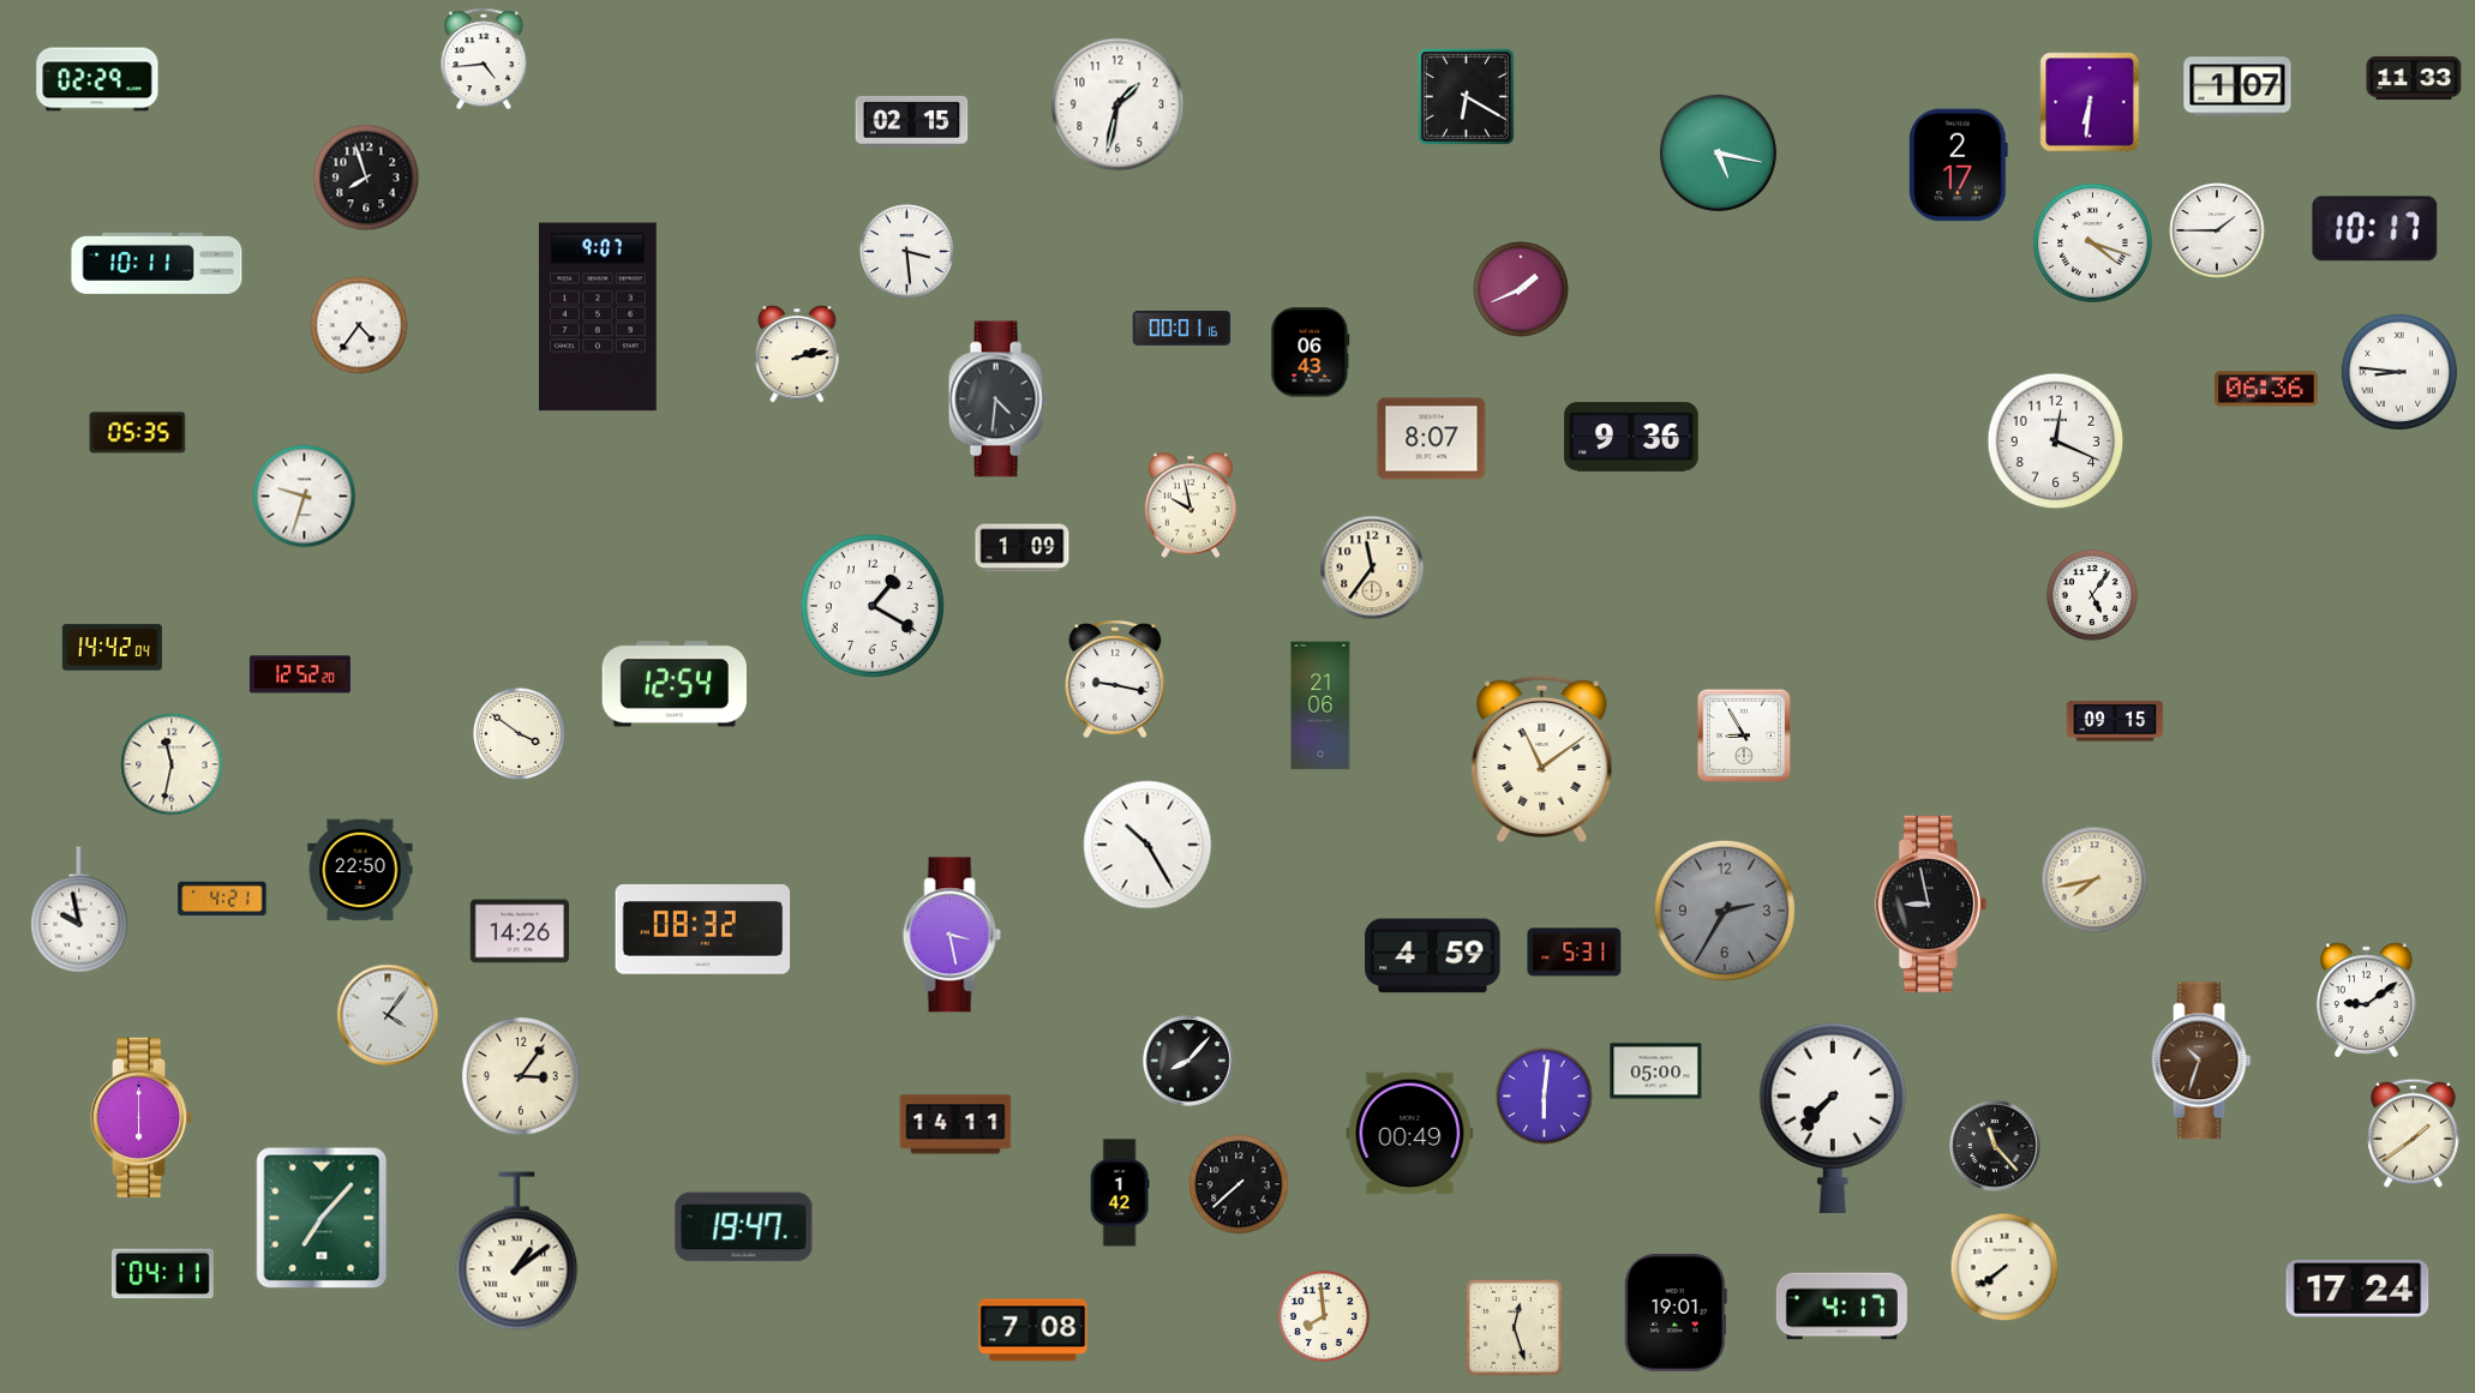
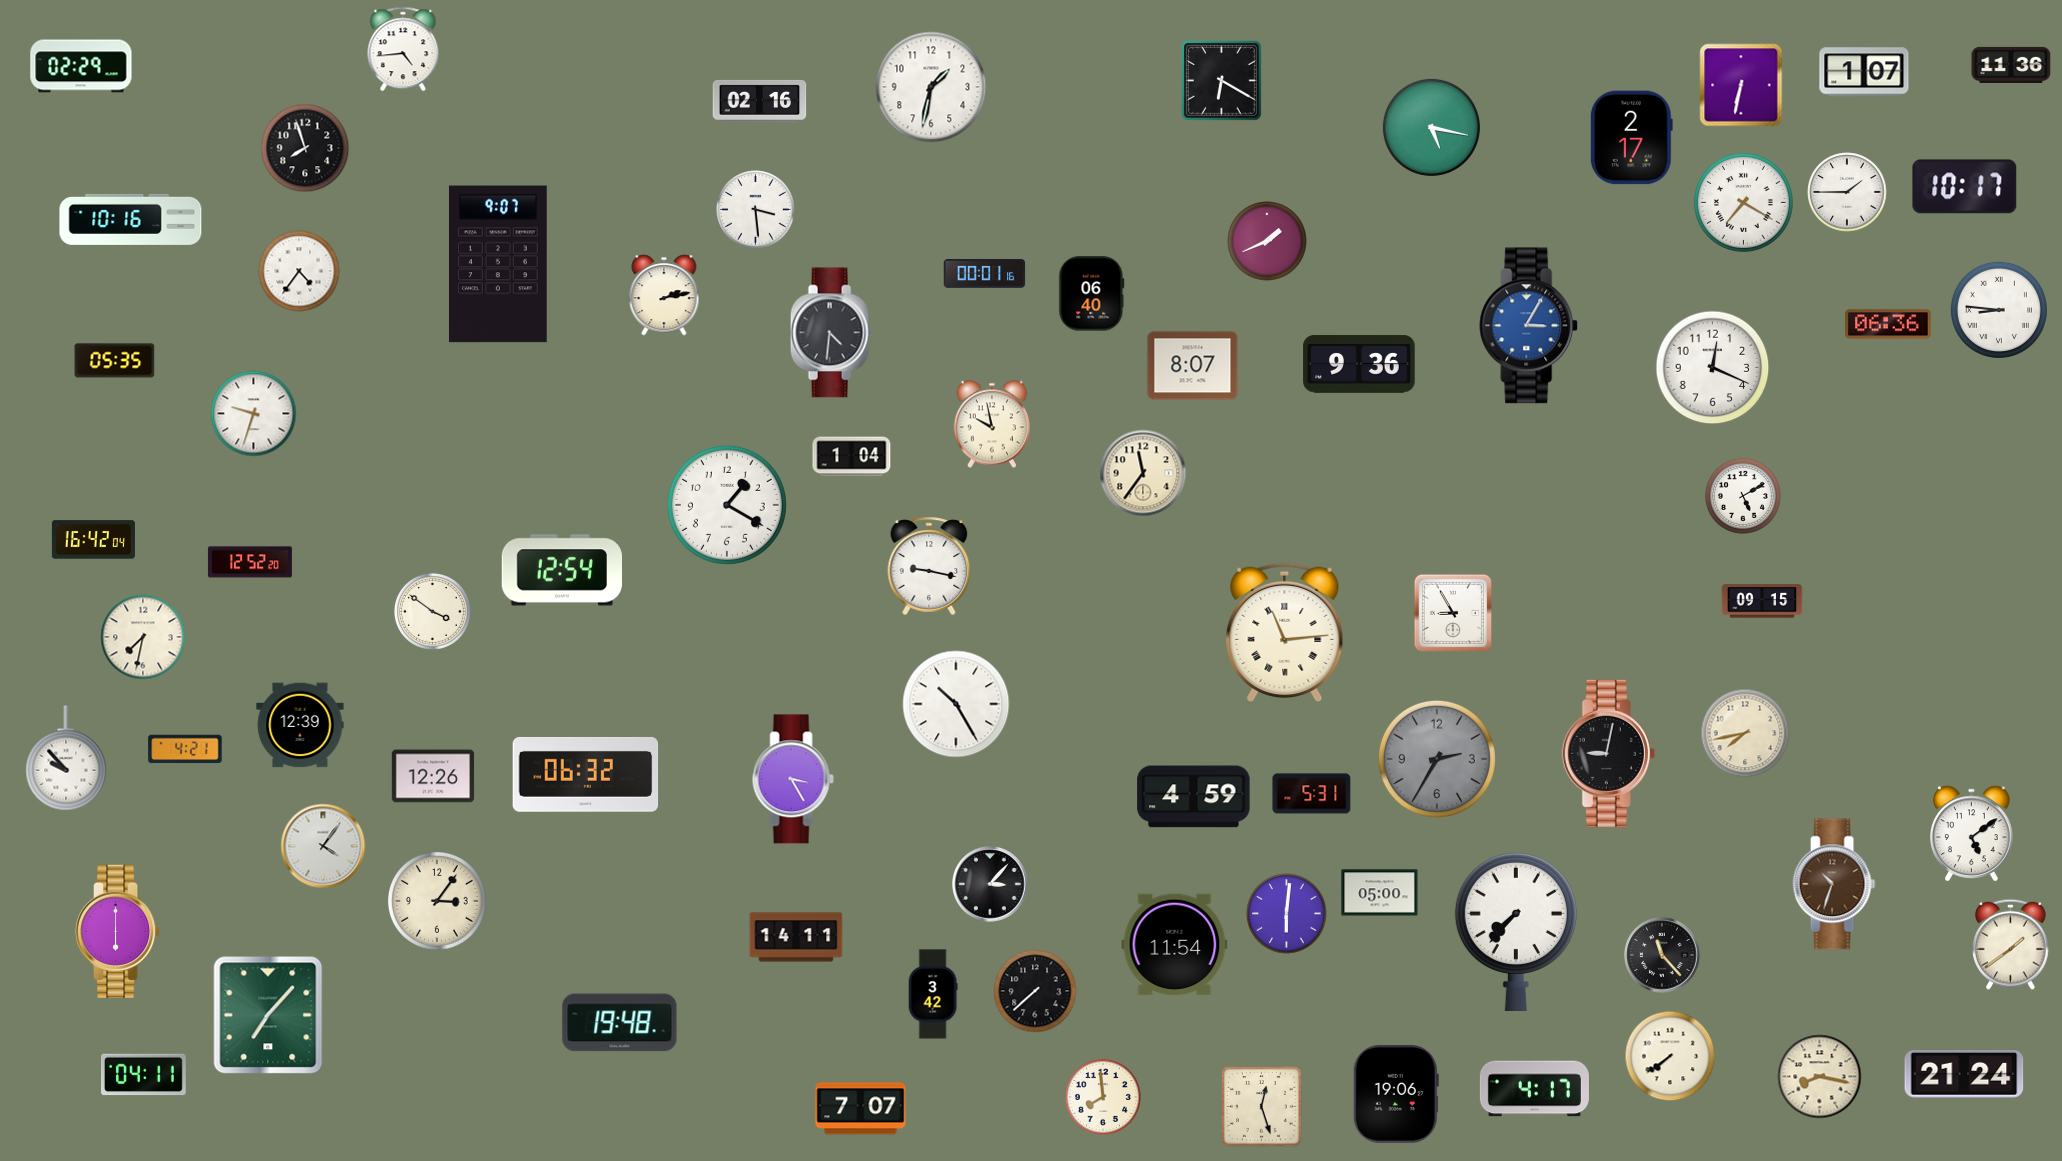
clock at (2414, 78): 11:33 -> 11:36
clock at (2090, 102): 6:31 -> 6:32
clock at (912, 121): 02:15 -> 02:16
clock at (2375, 229) position: (2375, 229) -> (1965, 187)
clock at (2093, 244): 4:18 -> 7:20
clock at (157, 263): 10:11 -> 10:16
clock at (1311, 353): 06:43 -> 06:40
clock at (1529, 326): none -> 3:05
clock at (1191, 505) position: (1191, 505) -> (992, 424)
clock at (1023, 548): 1:09 -> 1:04
clock at (2092, 595): 5:06 -> 5:10
clock at (112, 648): 14:42 -> 16:42
clock at (1320, 705): 21:06 -> none
clock at (1542, 759): 11:09 -> 11:14
clock at (172, 764): 11:32 -> 7:32
clock at (360, 870): 22:50 -> 12:39
clock at (1930, 903): 8:58 -> 9:02
clock at (79, 909): 9:58 -> 9:53
clock at (703, 929): 08:32 -> 06:32
clock at (520, 931): 14:26 -> 12:26
clock at (952, 935): 3:28 -> 3:25
clock at (2367, 1001): 9:09 -> 5:09
clock at (1188, 1061): 8:07 -> 3:07
clock at (521, 1076) position: (521, 1076) -> (437, 901)
clock at (1833, 1118) position: (1833, 1118) -> (1516, 932)
clock at (1410, 1134): 00:49 -> 11:54
clock at (1239, 1184) position: (1239, 1184) -> (1035, 991)
clock at (1120, 1193): 1:42 -> 3:42
clock at (744, 1227): 19:47 -> 19:48
clock at (517, 1251): 1:09 -> none
clock at (163, 1274) position: (163, 1274) -> (144, 1075)
clock at (2357, 1290): 17:24 -> 21:24
clock at (1820, 1077): none -> 8:17
clock at (1676, 1314): 19:01 -> 19:06
clock at (1033, 1331): 7:08 -> 7:07
